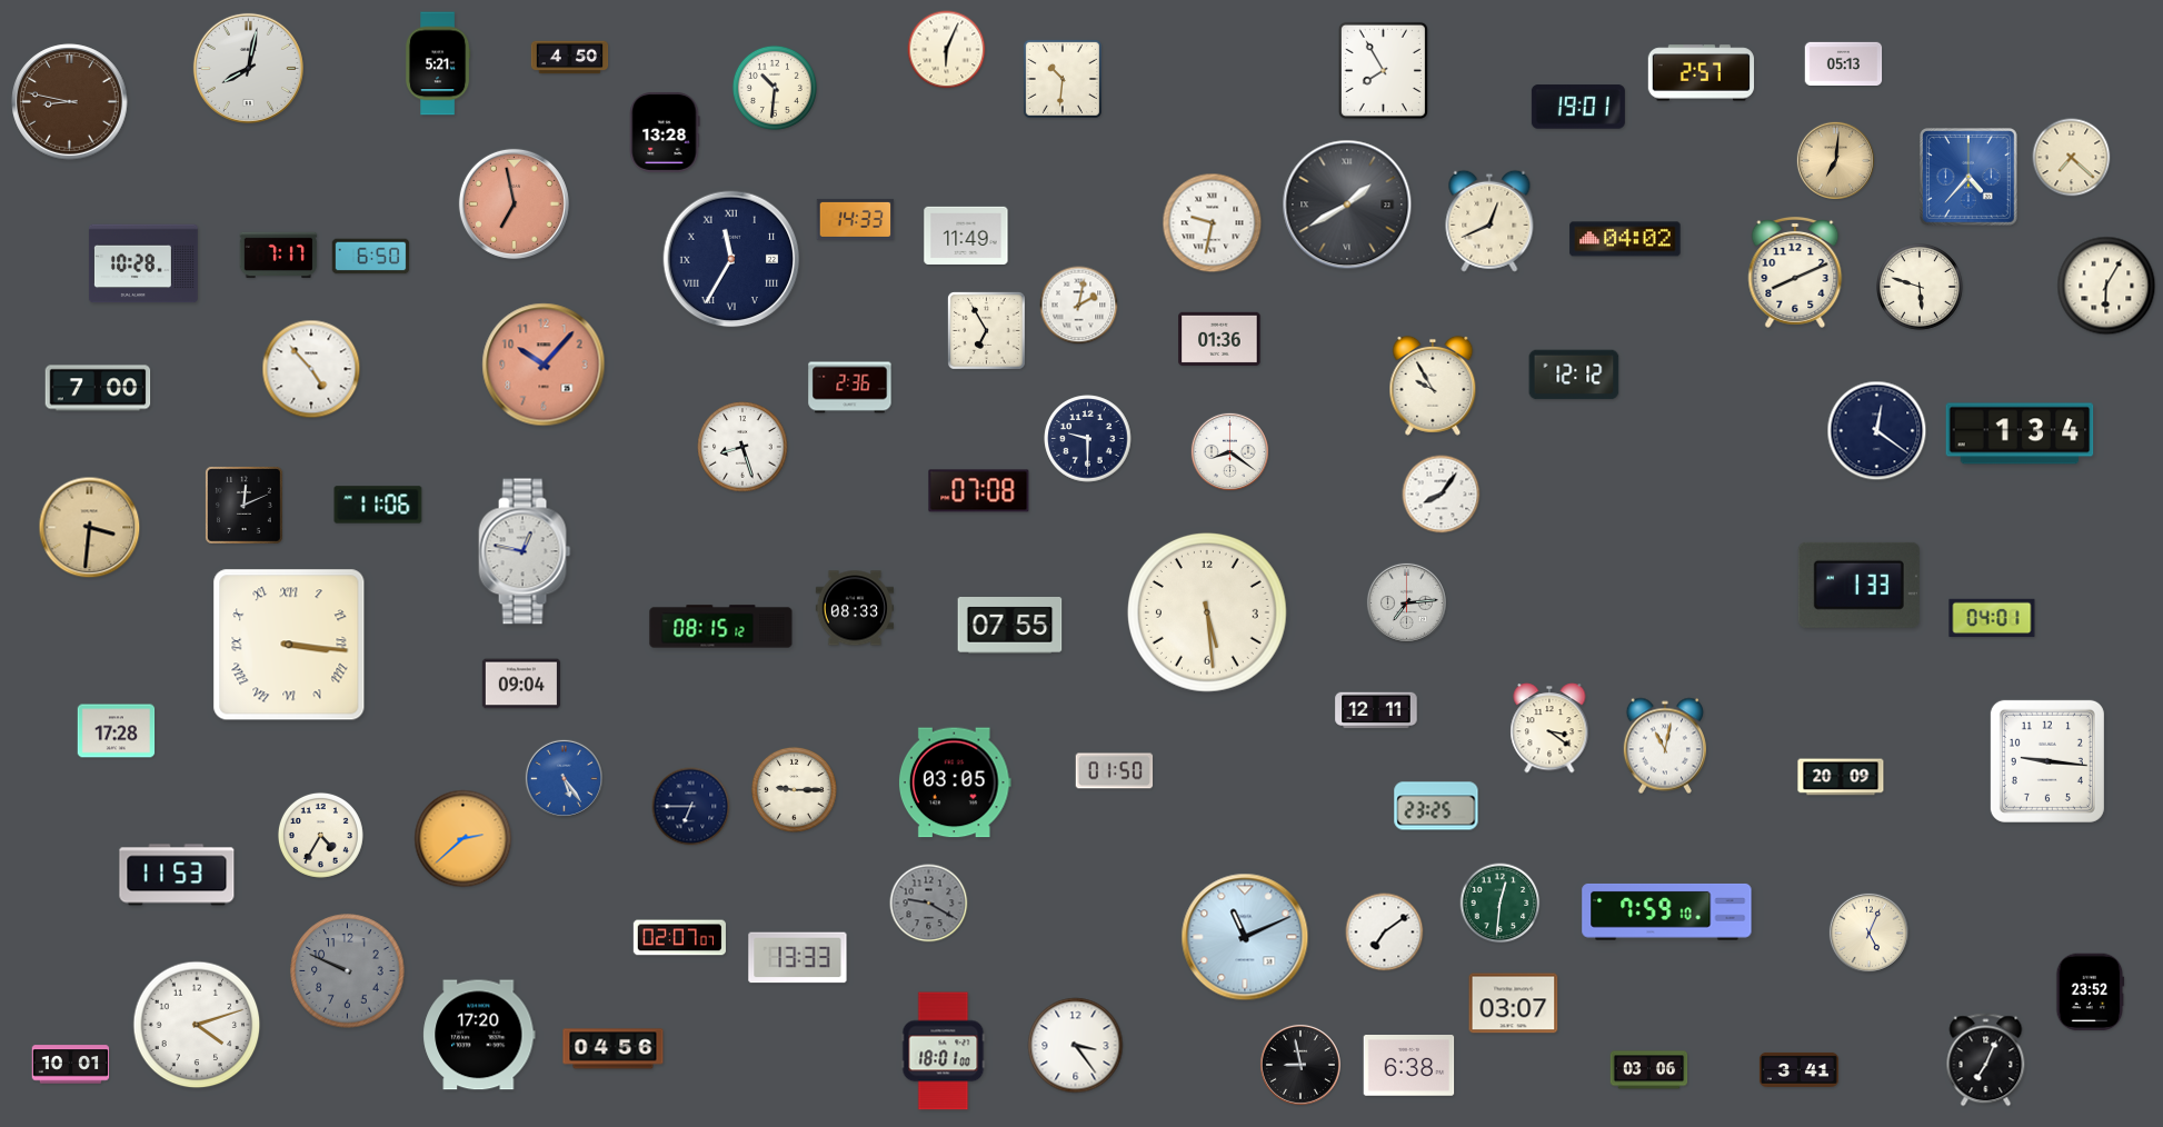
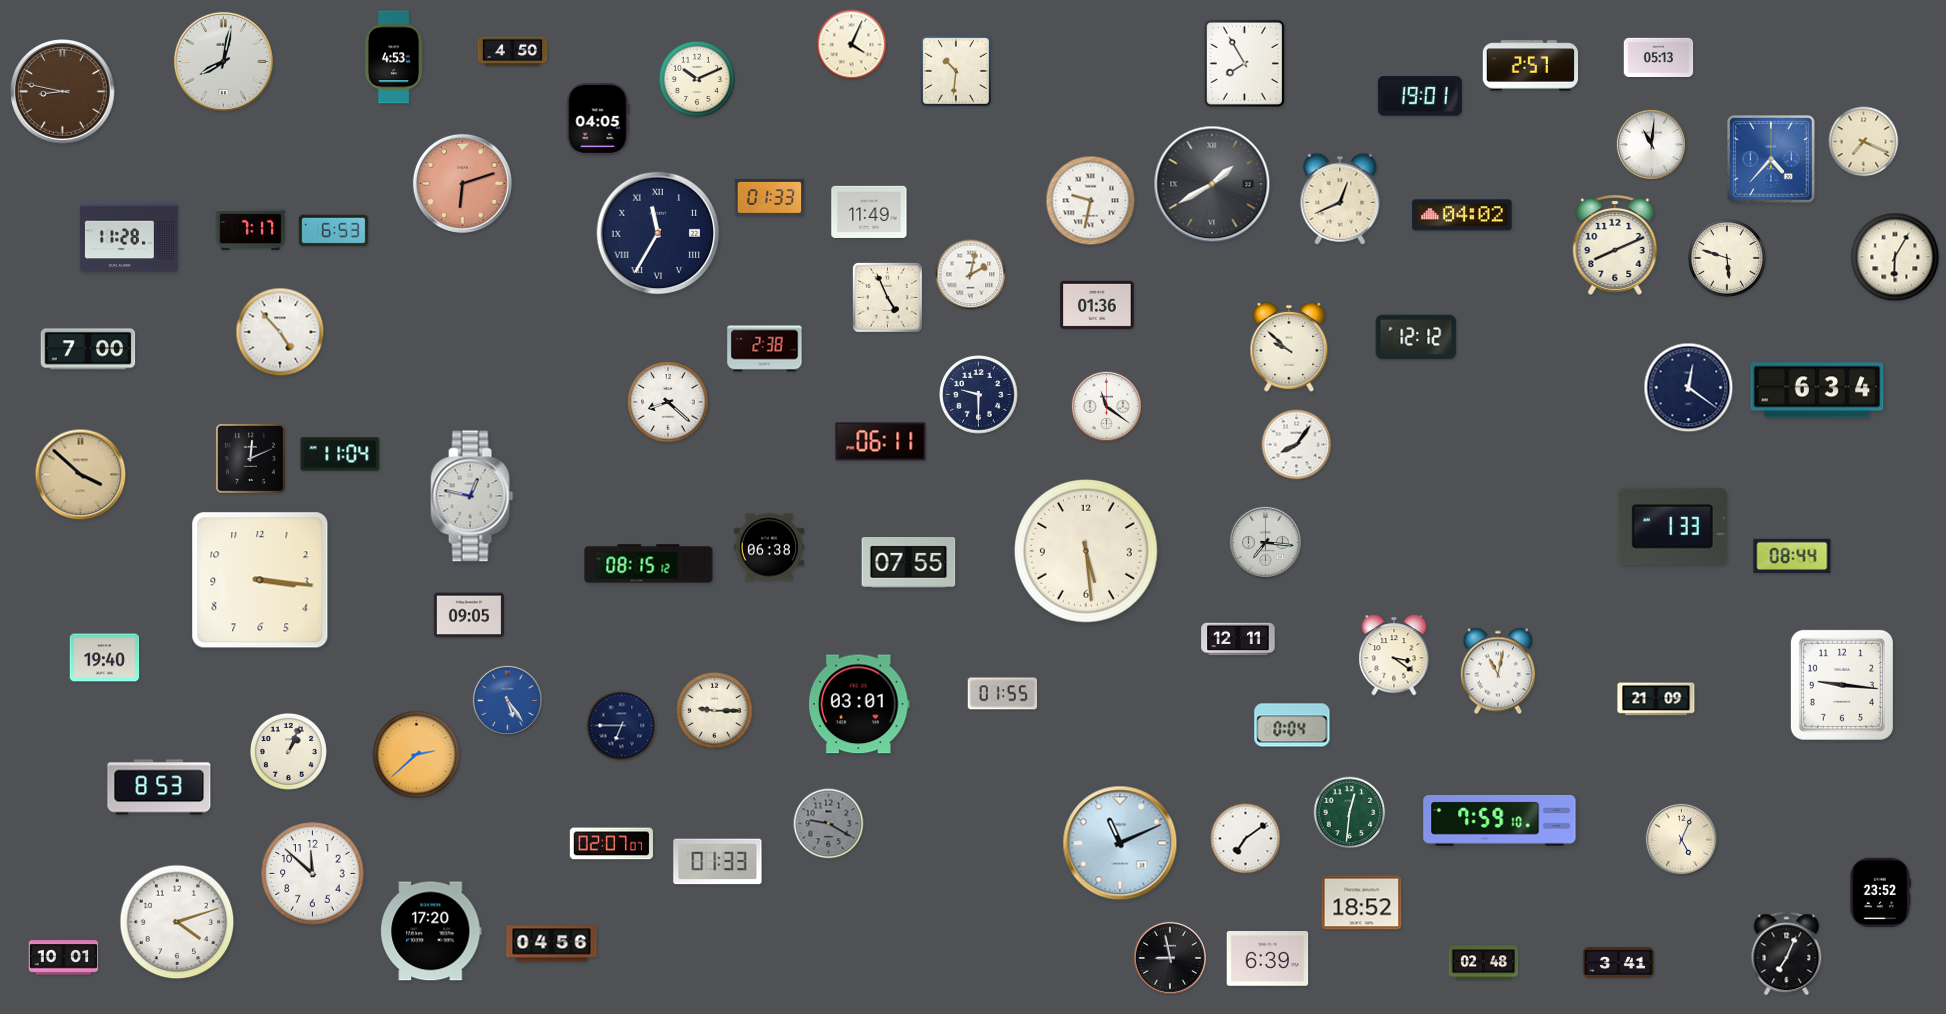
clock at (947, 50): 6:04 -> 4:04
clock at (438, 63): 5:21 -> 4:53
clock at (775, 88): 10:31 -> 10:11
clock at (665, 132): 13:28 -> 04:05
clock at (2072, 158): 7:22 -> 7:19
clock at (1835, 160): 7:01 -> 11:01
clock at (1835, 160) dial: champagne -> white
clock at (514, 203): 6:58 -> 6:12
clock at (856, 219): 14:33 -> 01:33
clock at (371, 257): 6:50 -> 6:53
clock at (143, 263): 10:28 -> 11:28
clock at (986, 330): 6:55 -> 4:56
clock at (544, 365): 10:07 -> none
clock at (1433, 386): 9:55 -> 9:52
clock at (850, 388): 2:36 -> 2:38
clock at (2020, 433): 1:34 -> 6:34
clock at (742, 447): 8:27 -> 8:22
clock at (1229, 451): 8:21 -> 11:21
clock at (979, 491): 07:08 -> 06:11
clock at (243, 505) position: (243, 505) -> (250, 458)
clock at (378, 505): 11:06 -> 11:04
clock at (90, 528): 3:31 -> 3:52
clock at (1406, 602): 7:14 -> 7:16
clock at (855, 608): 08:33 -> 06:38
clock at (1992, 618): 04:01 -> 08:44
clock at (289, 645) numerals: Roman -> Arabic
clock at (521, 684): 09:04 -> 09:05
clock at (117, 731): 17:28 -> 19:40
clock at (1115, 771): 01:50 -> 01:55
clock at (1841, 777): 20:09 -> 21:09
clock at (955, 782): 03:05 -> 03:01
clock at (1436, 806): 23:25 -> 0:04
clock at (320, 835): 4:35 -> 1:04
clock at (177, 875): 11:53 -> 8:53
clock at (929, 904) position: (929, 904) -> (829, 824)
clock at (798, 958): 13:33 -> 01:33
clock at (348, 971): 9:49 -> 11:52
clock at (348, 971) dial: grey -> white
clock at (1514, 1004): 03:07 -> 18:52
clock at (1076, 1046): 3:24 -> none
clock at (944, 1051): 18:01 -> none
clock at (1409, 1066): 6:38 -> 6:39
clock at (1649, 1070): 03:06 -> 02:48
